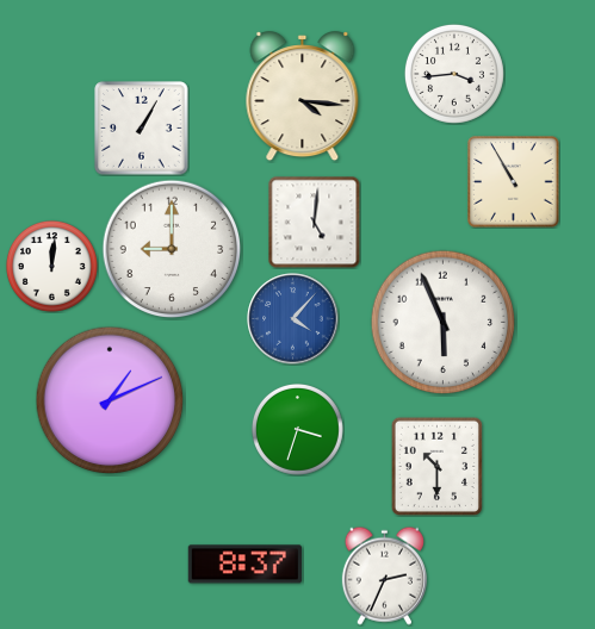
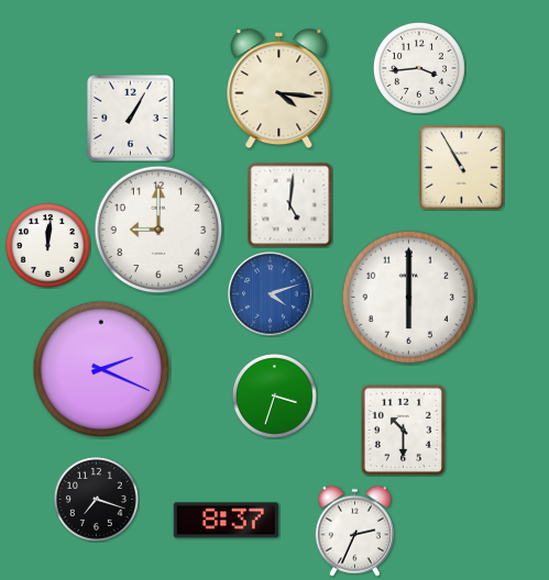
clock at (514, 182) position: (514, 182) -> (462, 168)
clock at (293, 319): 4:07 -> 4:12
clock at (444, 323): 5:56 -> 6:00
clock at (110, 400): 1:11 -> 2:19
clock at (97, 500): none -> 7:18
